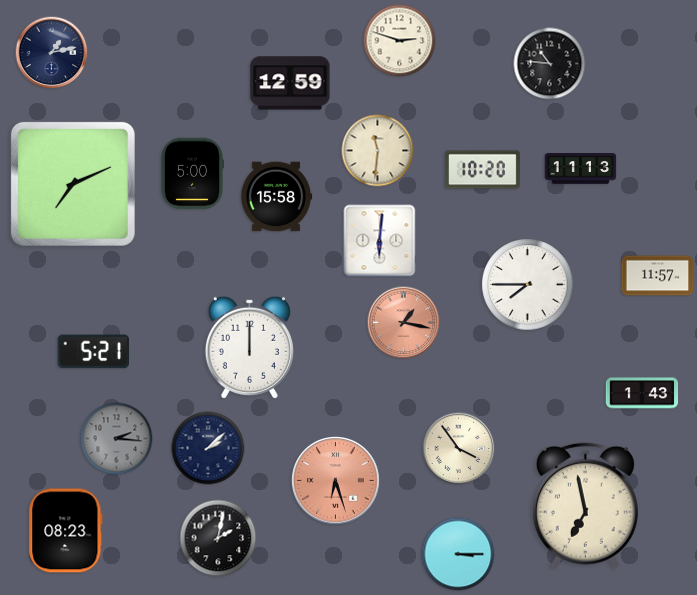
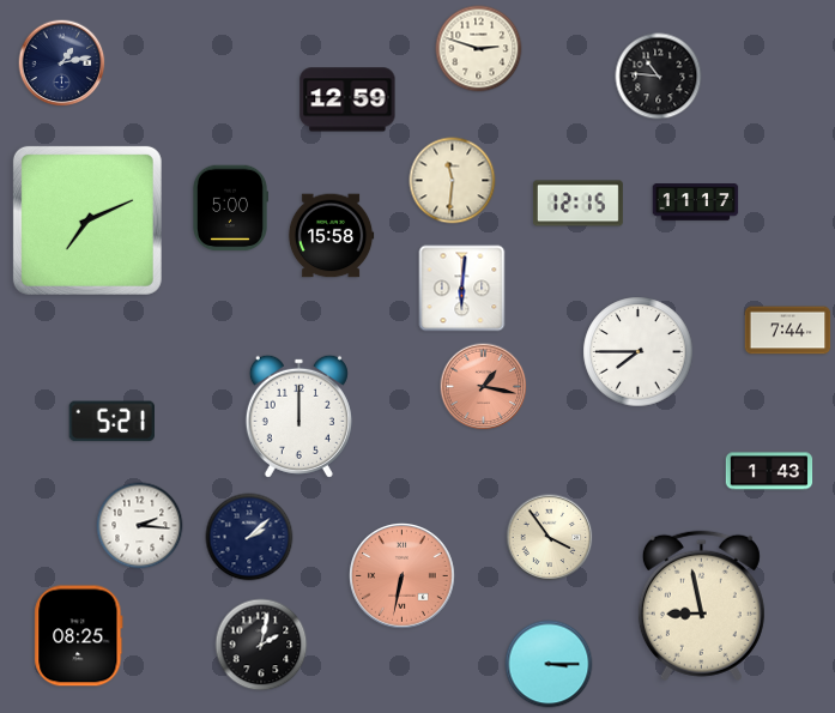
clock at (581, 169): 11:13 -> 11:17
clock at (482, 170): 10:20 -> 12:15
clock at (380, 241) position: (380, 241) -> (462, 289)
clock at (658, 276): 11:57 -> 7:44
clock at (528, 285) position: (528, 285) -> (639, 352)
clock at (117, 439) dial: grey -> white
clock at (336, 481): 6:27 -> 6:32
clock at (585, 506): 6:58 -> 8:58
clock at (66, 531): 08:23 -> 08:25
